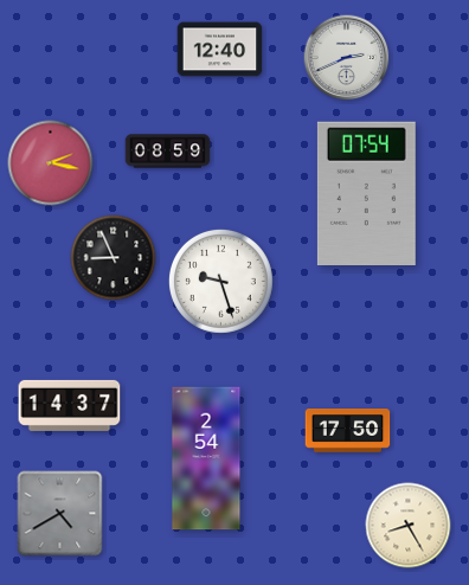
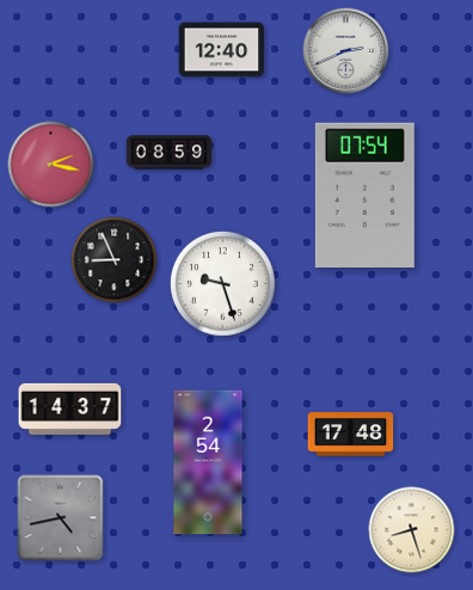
clock at (347, 58) position: (347, 58) -> (346, 51)
clock at (366, 193) position: (366, 193) -> (364, 195)
clock at (348, 431): 17:50 -> 17:48
clock at (60, 514): 4:40 -> 4:43
clock at (409, 526): 8:25 -> 8:27
